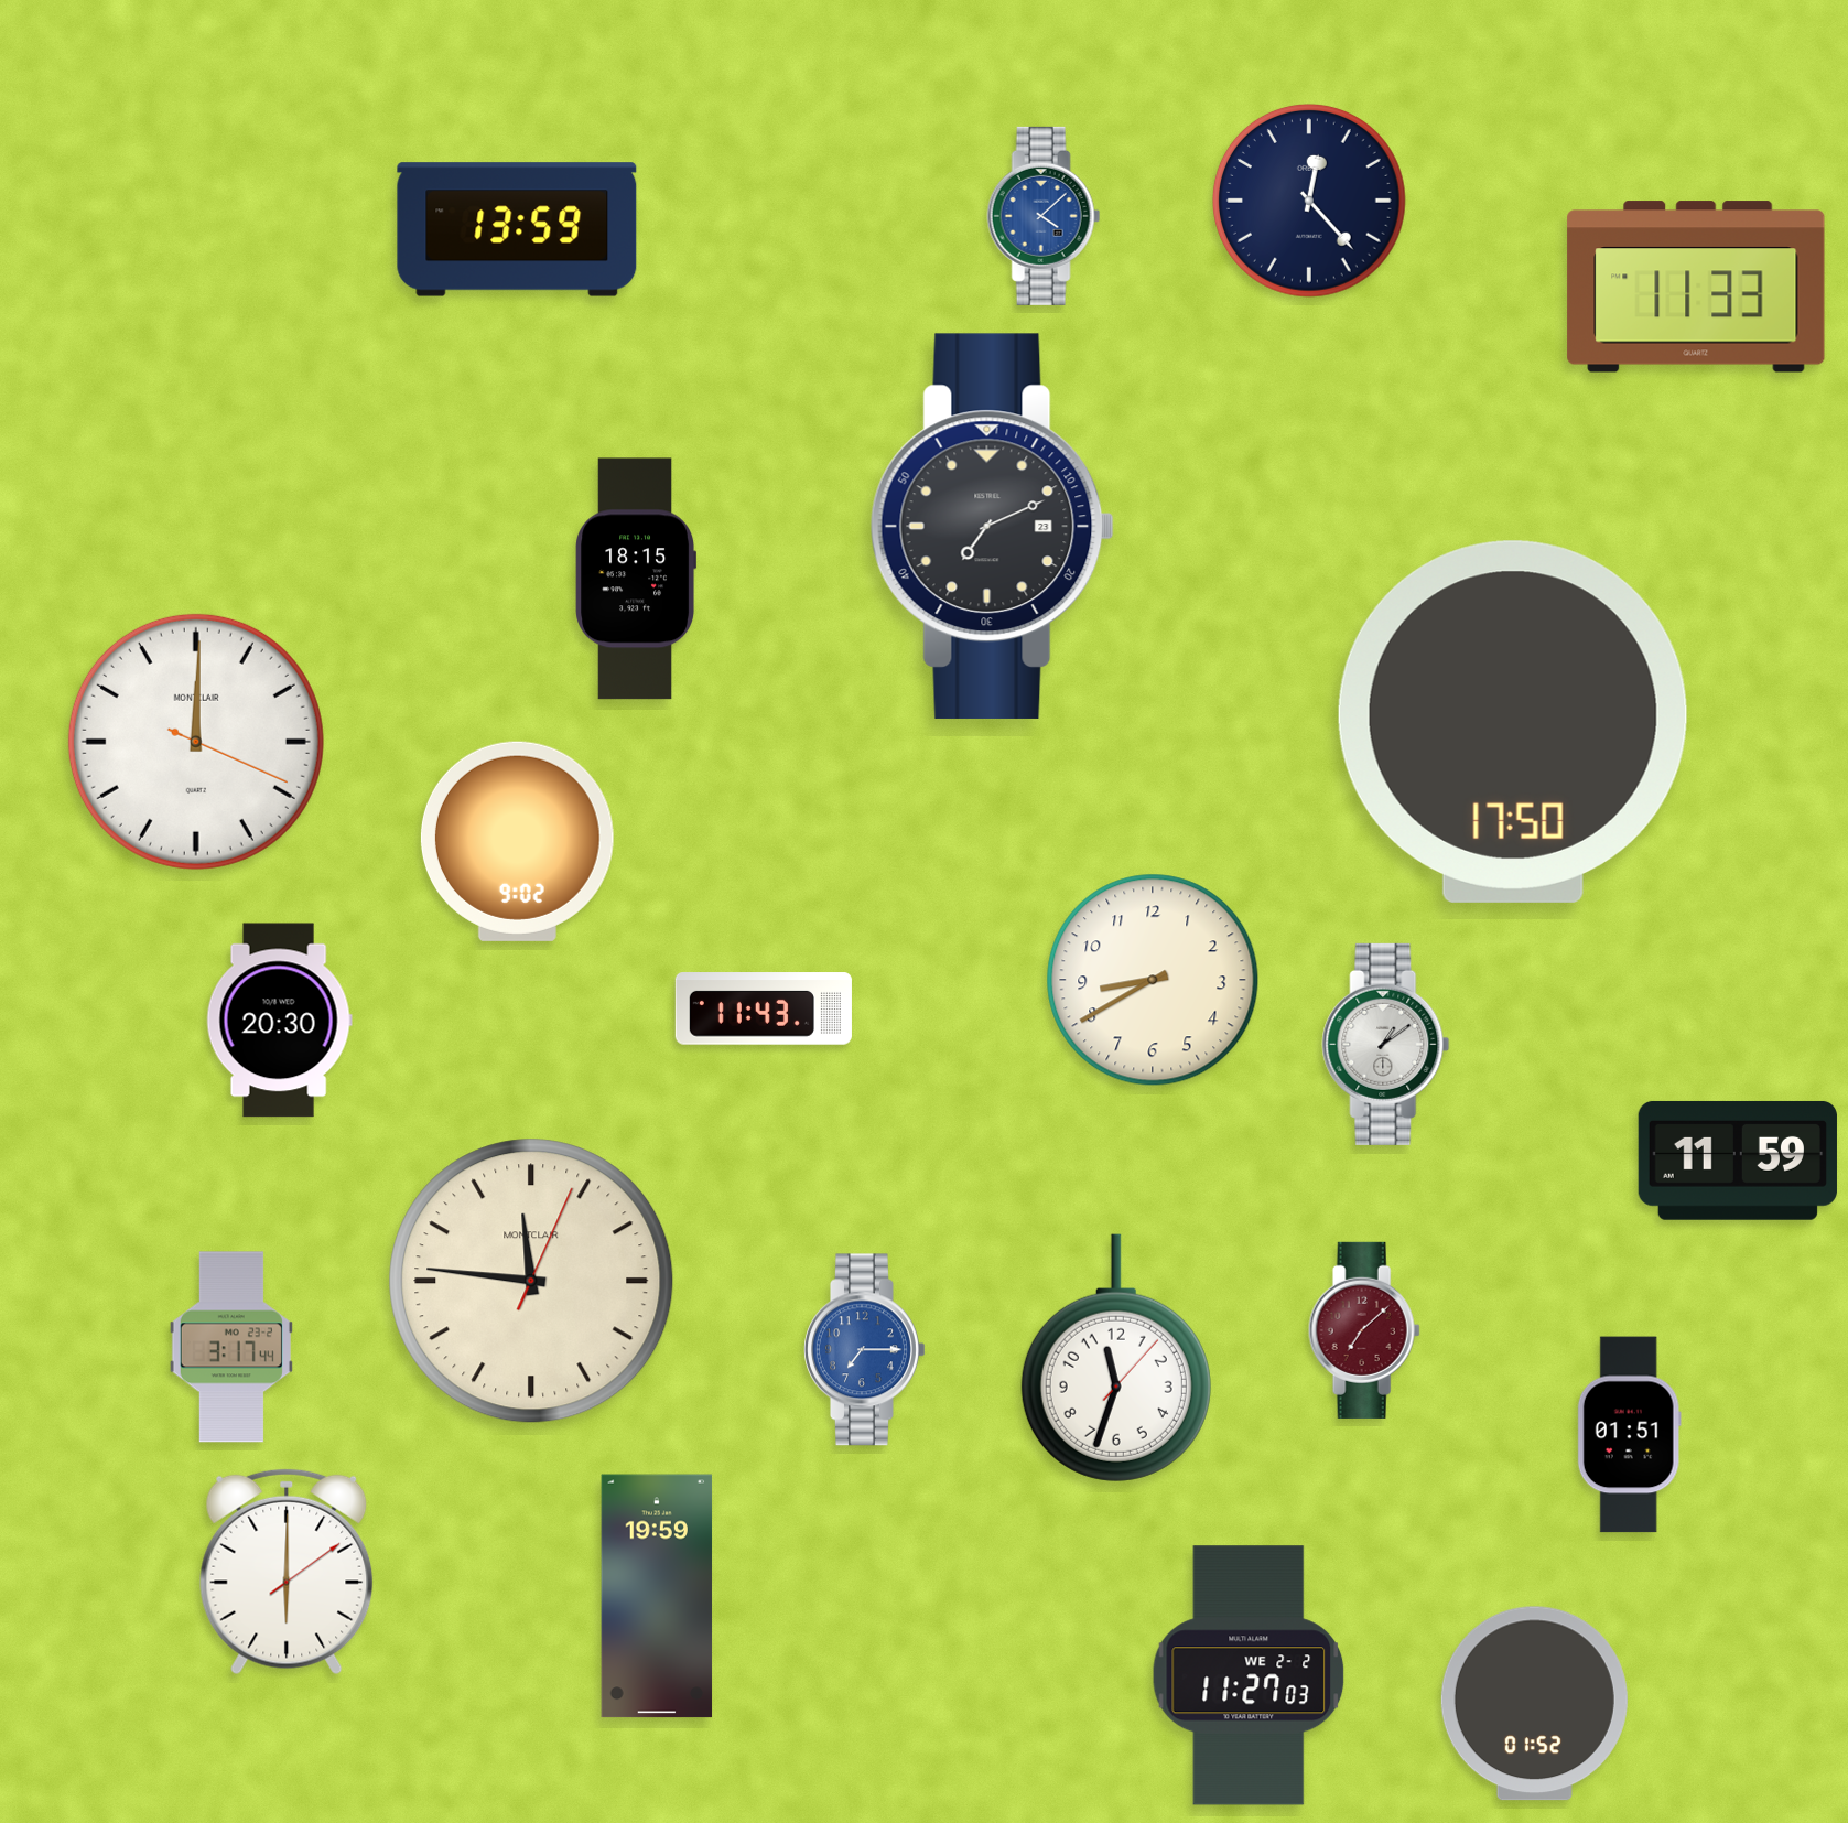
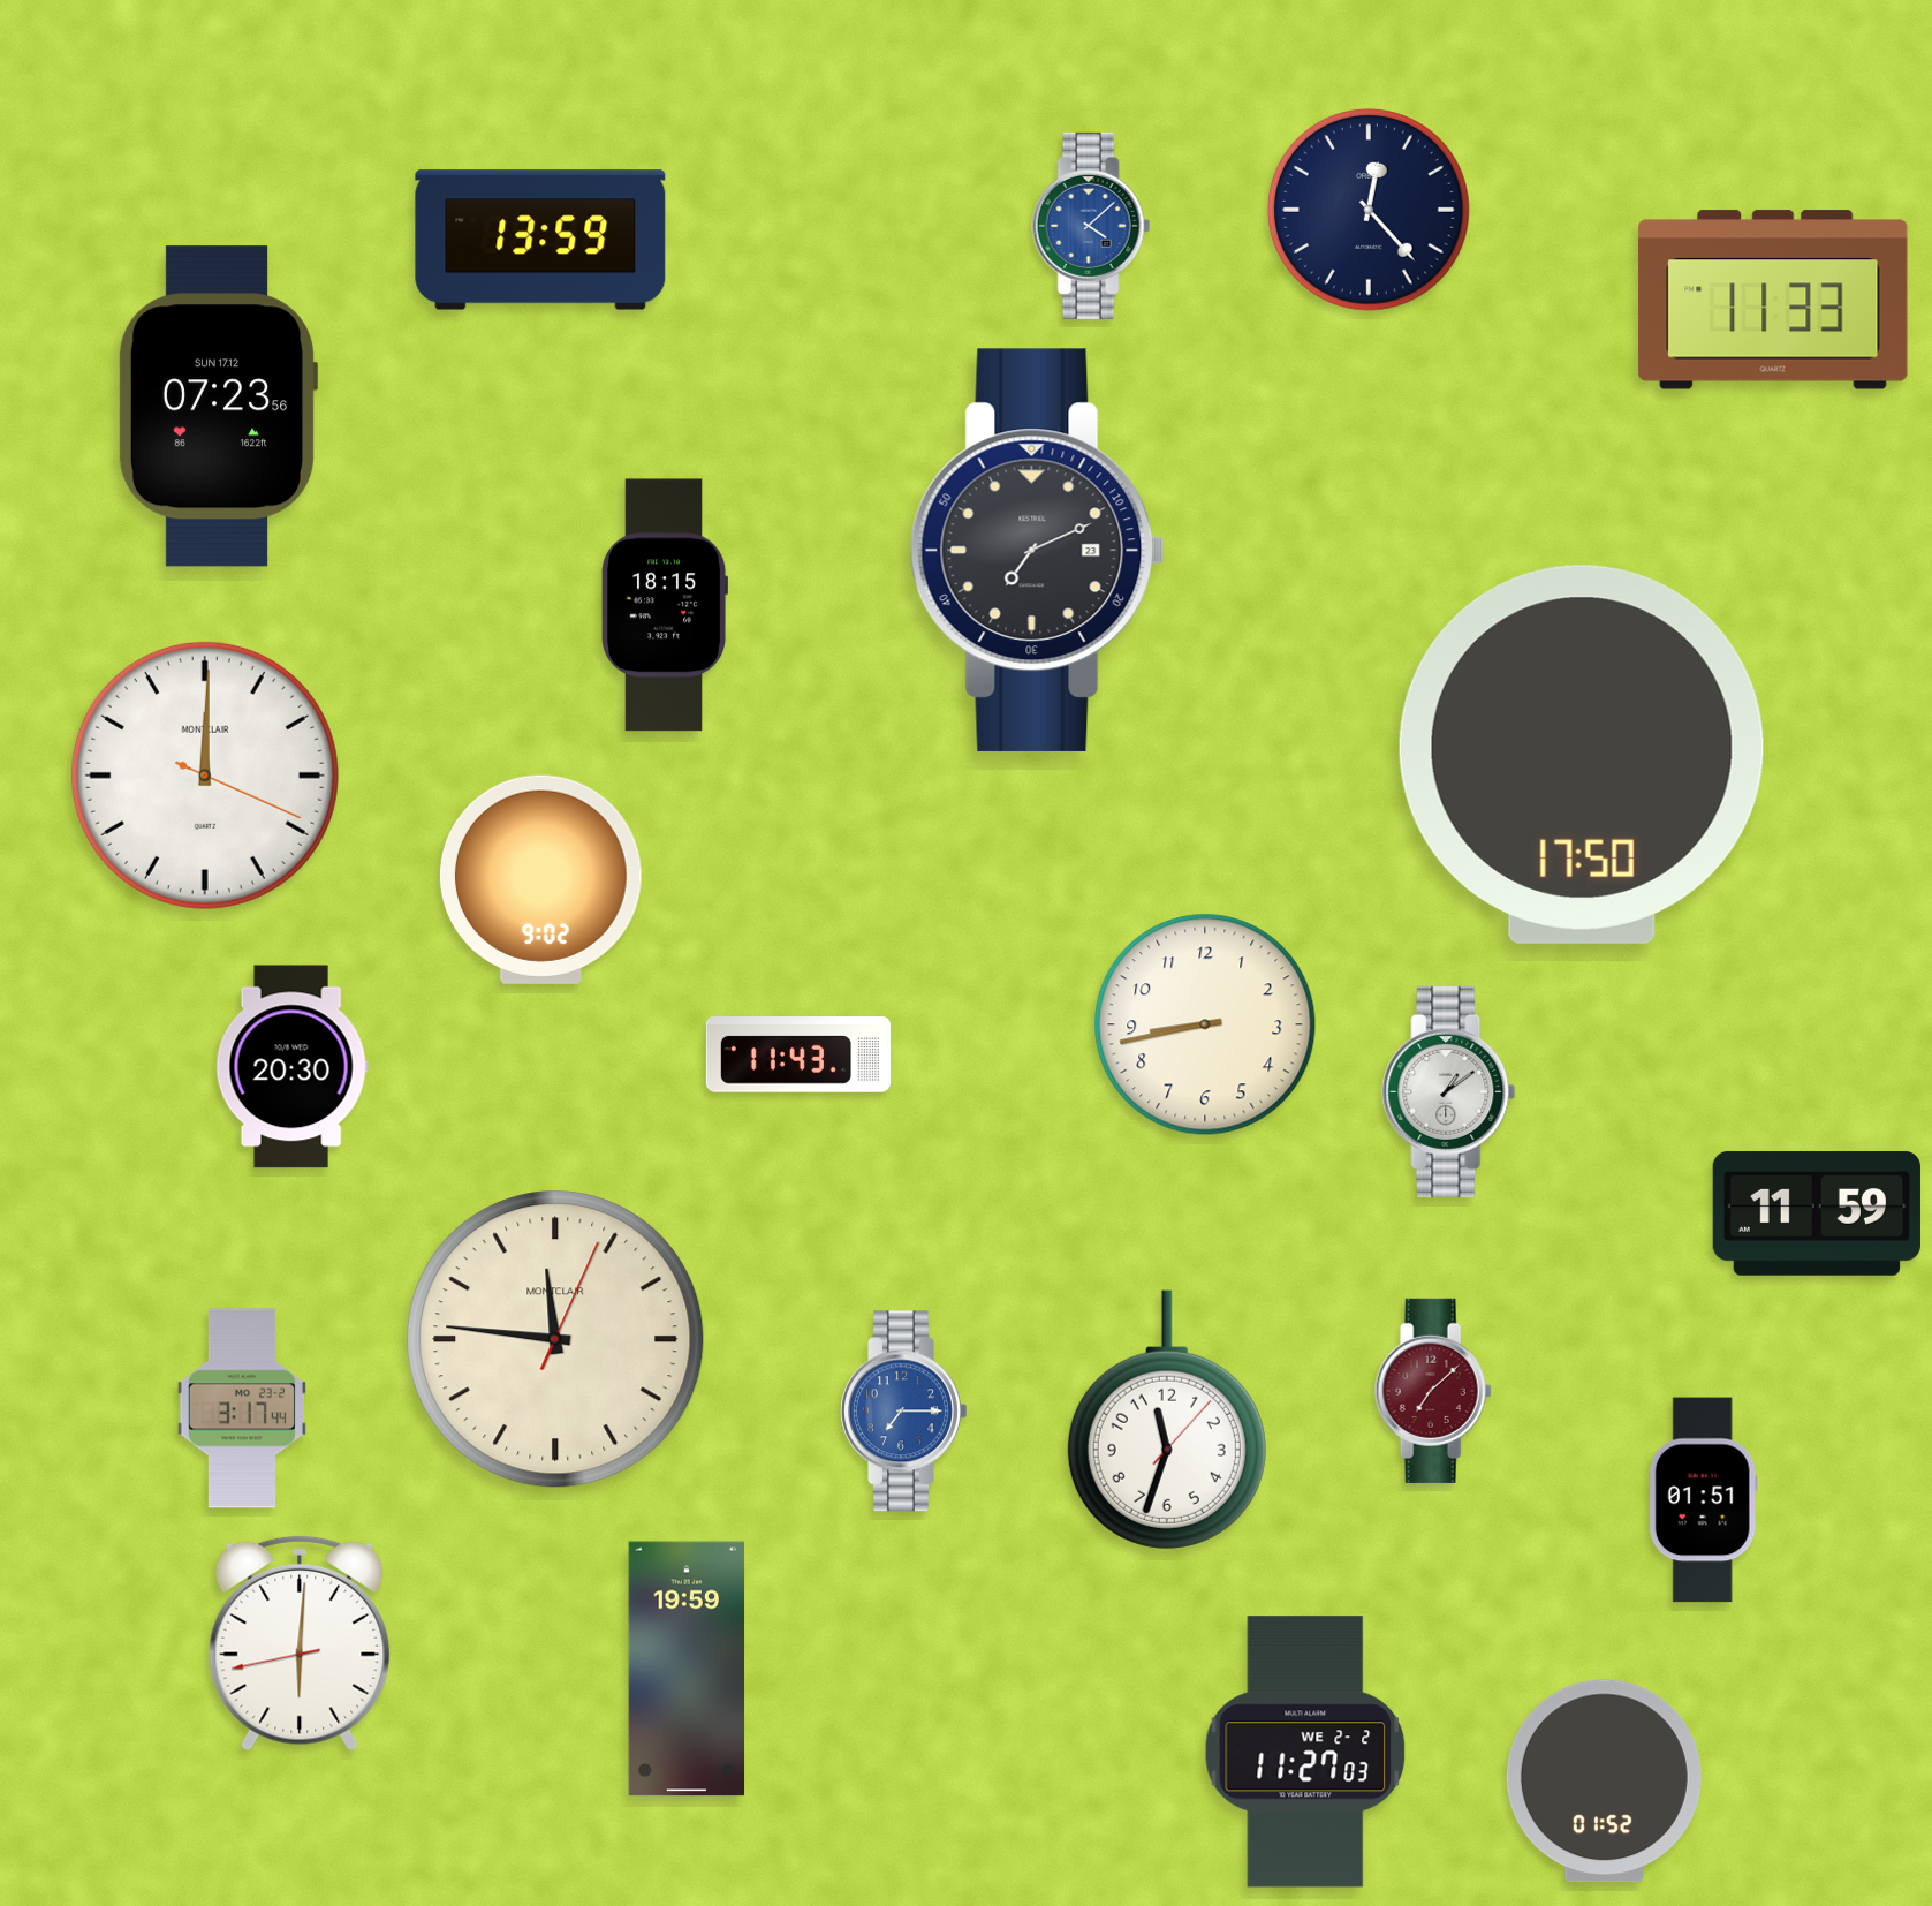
clock at (218, 407): none -> 07:23
clock at (1153, 980): 8:40 -> 8:43
clock at (1364, 1330) position: (1364, 1330) -> (1433, 1391)
clock at (287, 1572): 6:00:09 -> 6:00:43
